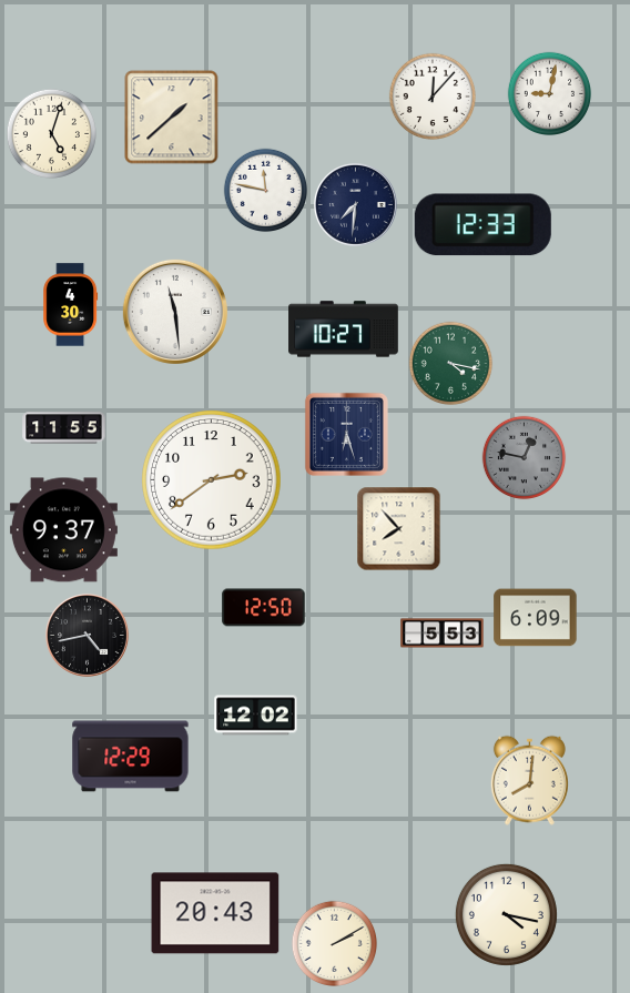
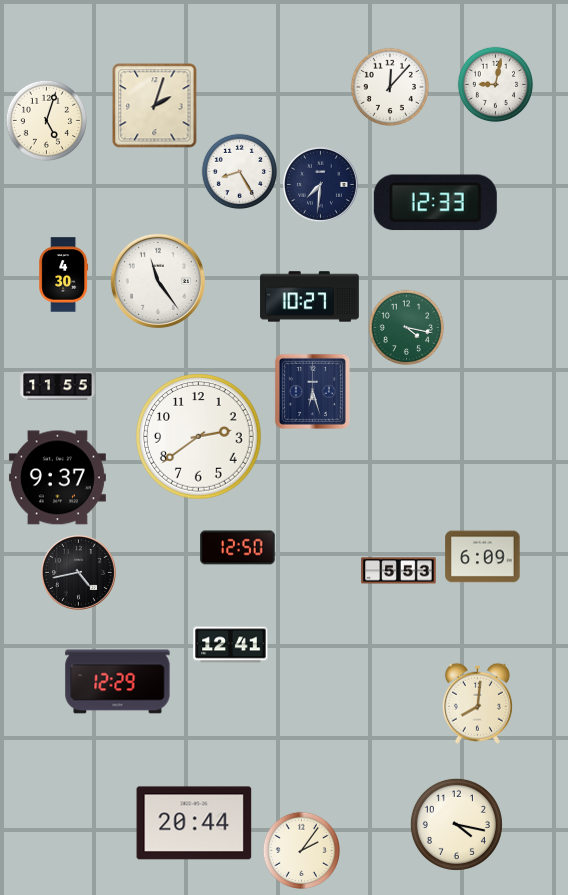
clock at (172, 118): 1:38 -> 2:03
clock at (266, 191): 11:47 -> 8:25
clock at (175, 312): 11:29 -> 11:24
clock at (525, 458): 12:47 -> none
clock at (212, 480) position: (212, 480) -> (199, 437)
clock at (399, 529): 7:53 -> none
clock at (256, 716): 12:02 -> 12:41
clock at (215, 913): 20:43 -> 20:44
clock at (334, 943): 2:10 -> 2:06
